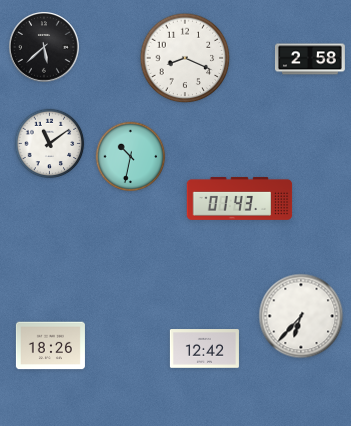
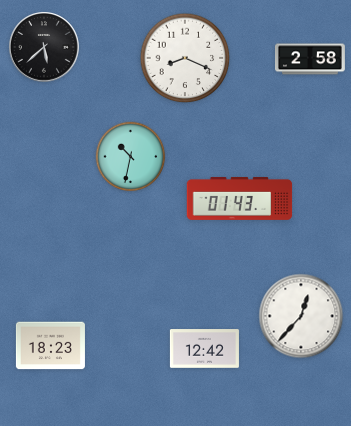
clock at (50, 144): 11:09 -> none
clock at (301, 316): 6:37 -> 12:37
clock at (50, 346): 18:26 -> 18:23
